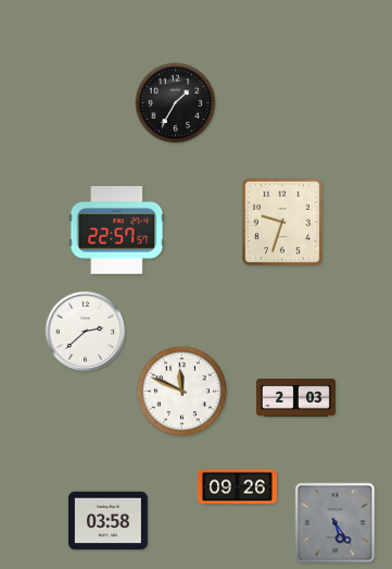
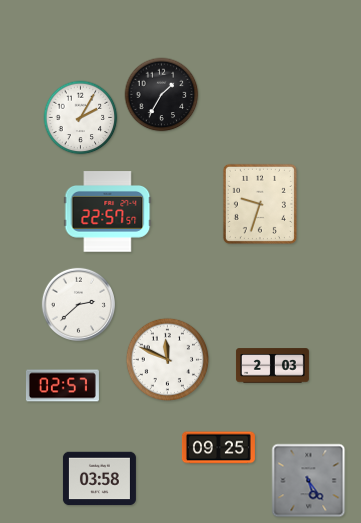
clock at (81, 118): none -> 2:05
clock at (62, 386): none -> 02:57
clock at (237, 487): 09:26 -> 09:25
